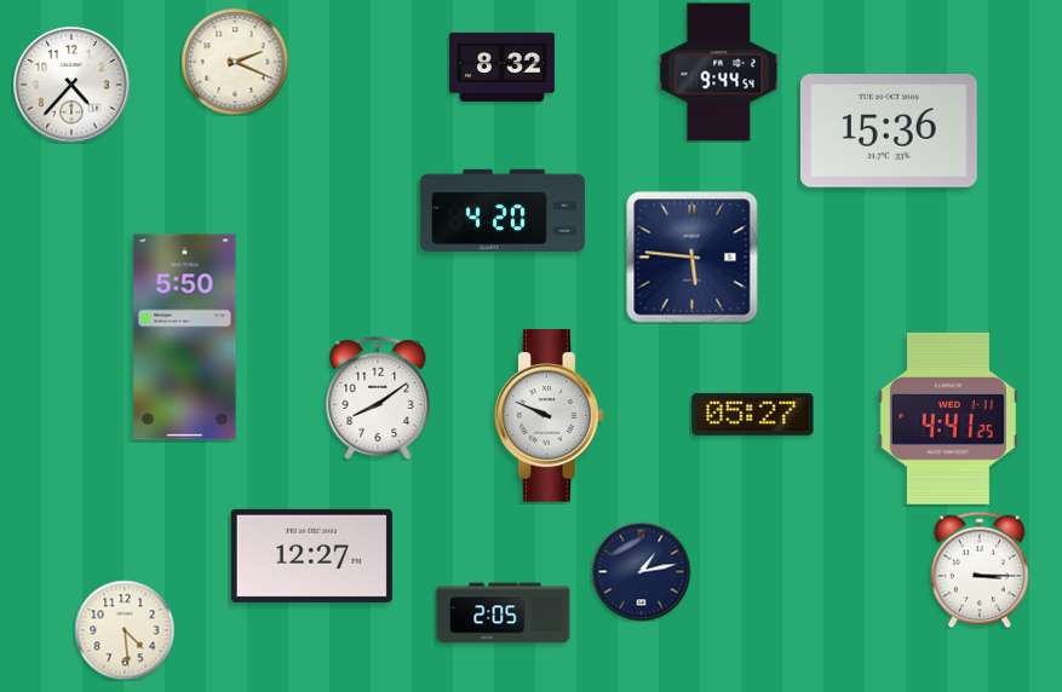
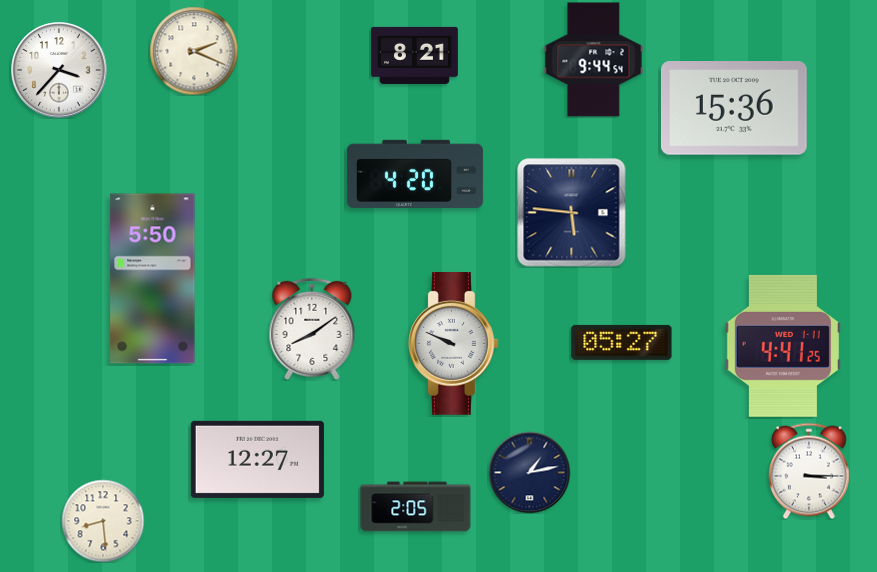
clock at (503, 67): 8:32 -> 8:21
clock at (71, 85): 4:37 -> 3:37
clock at (125, 630): 4:29 -> 8:29
